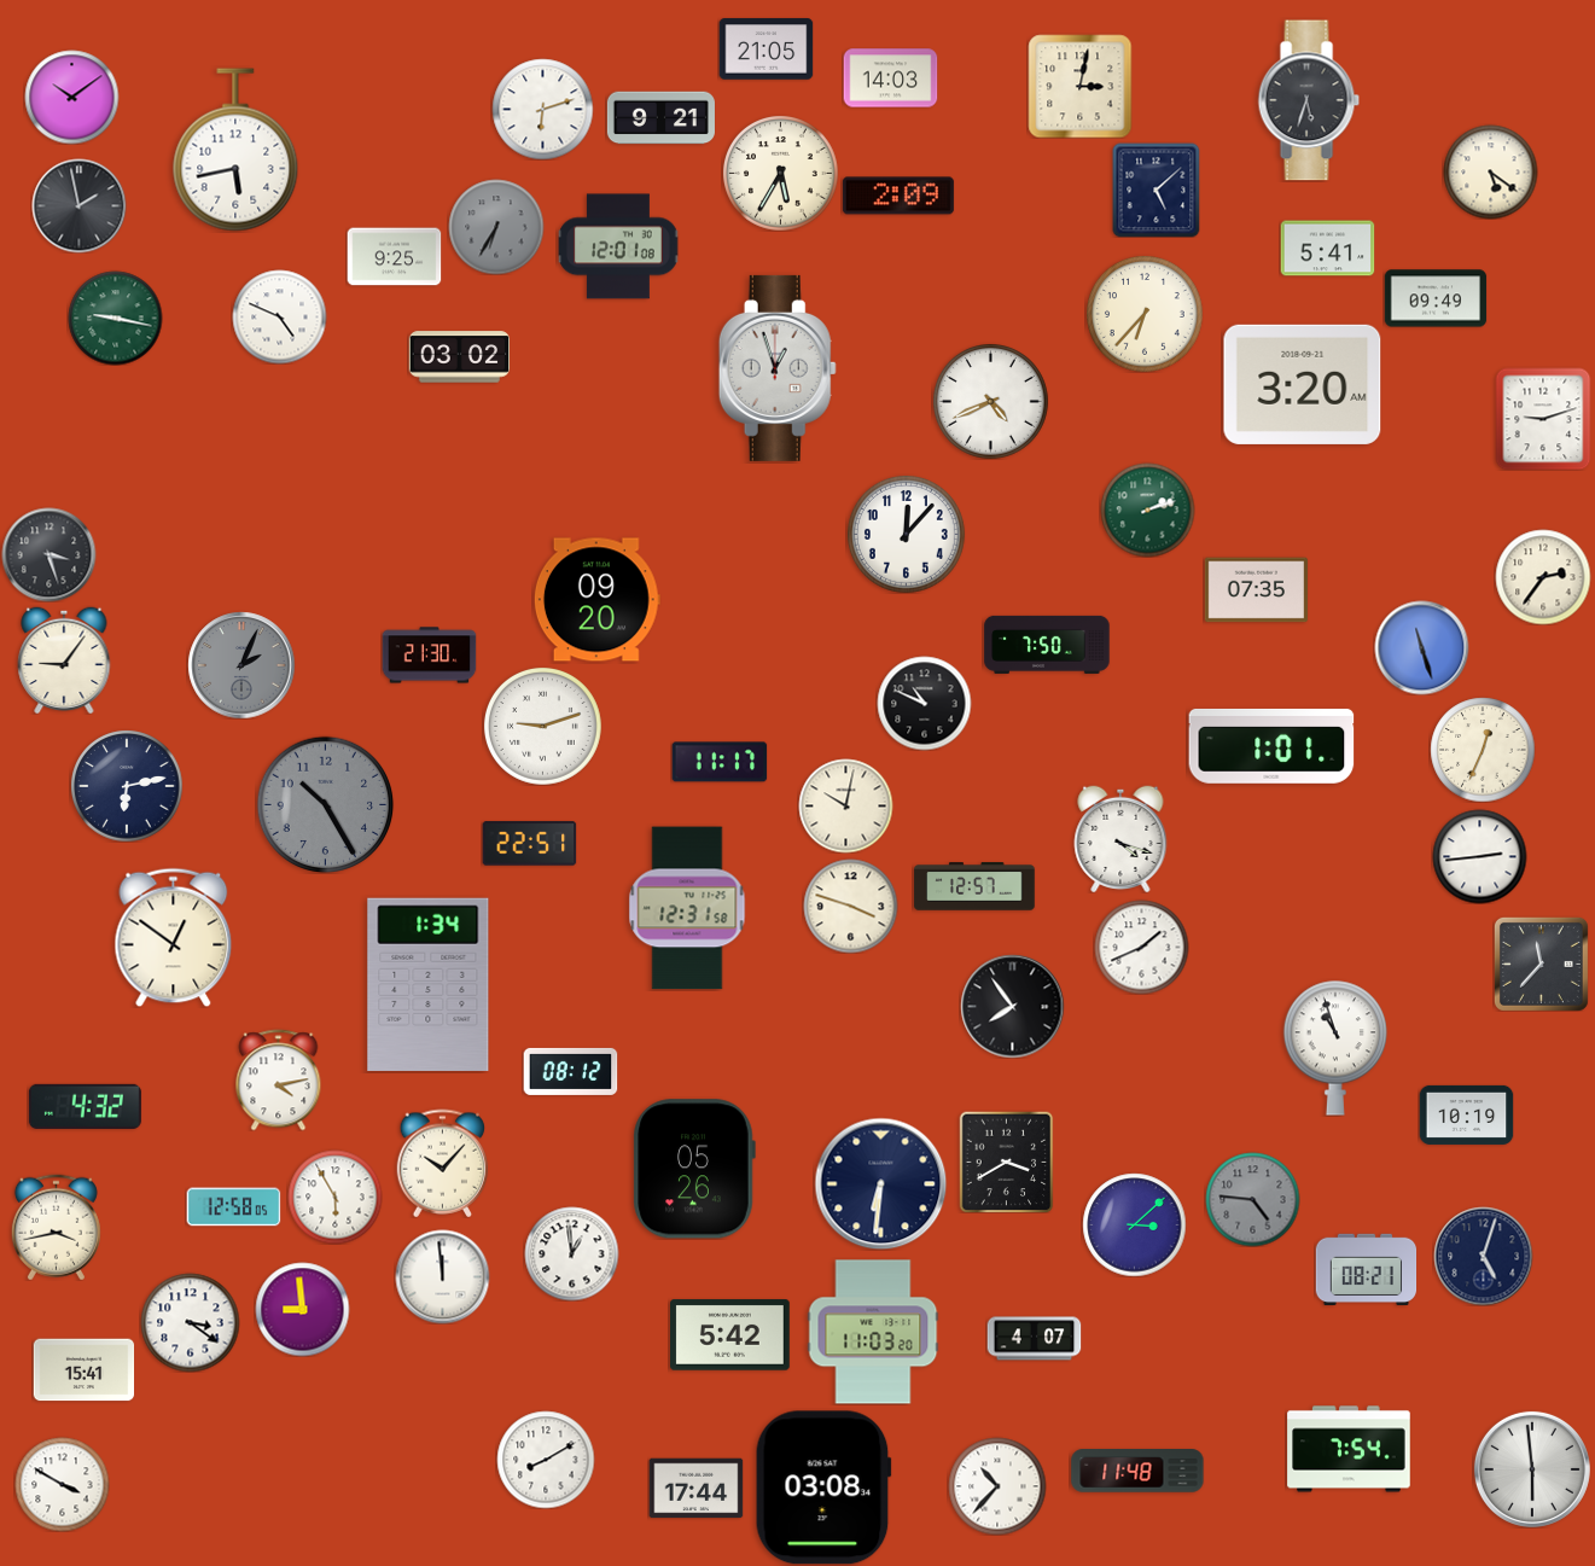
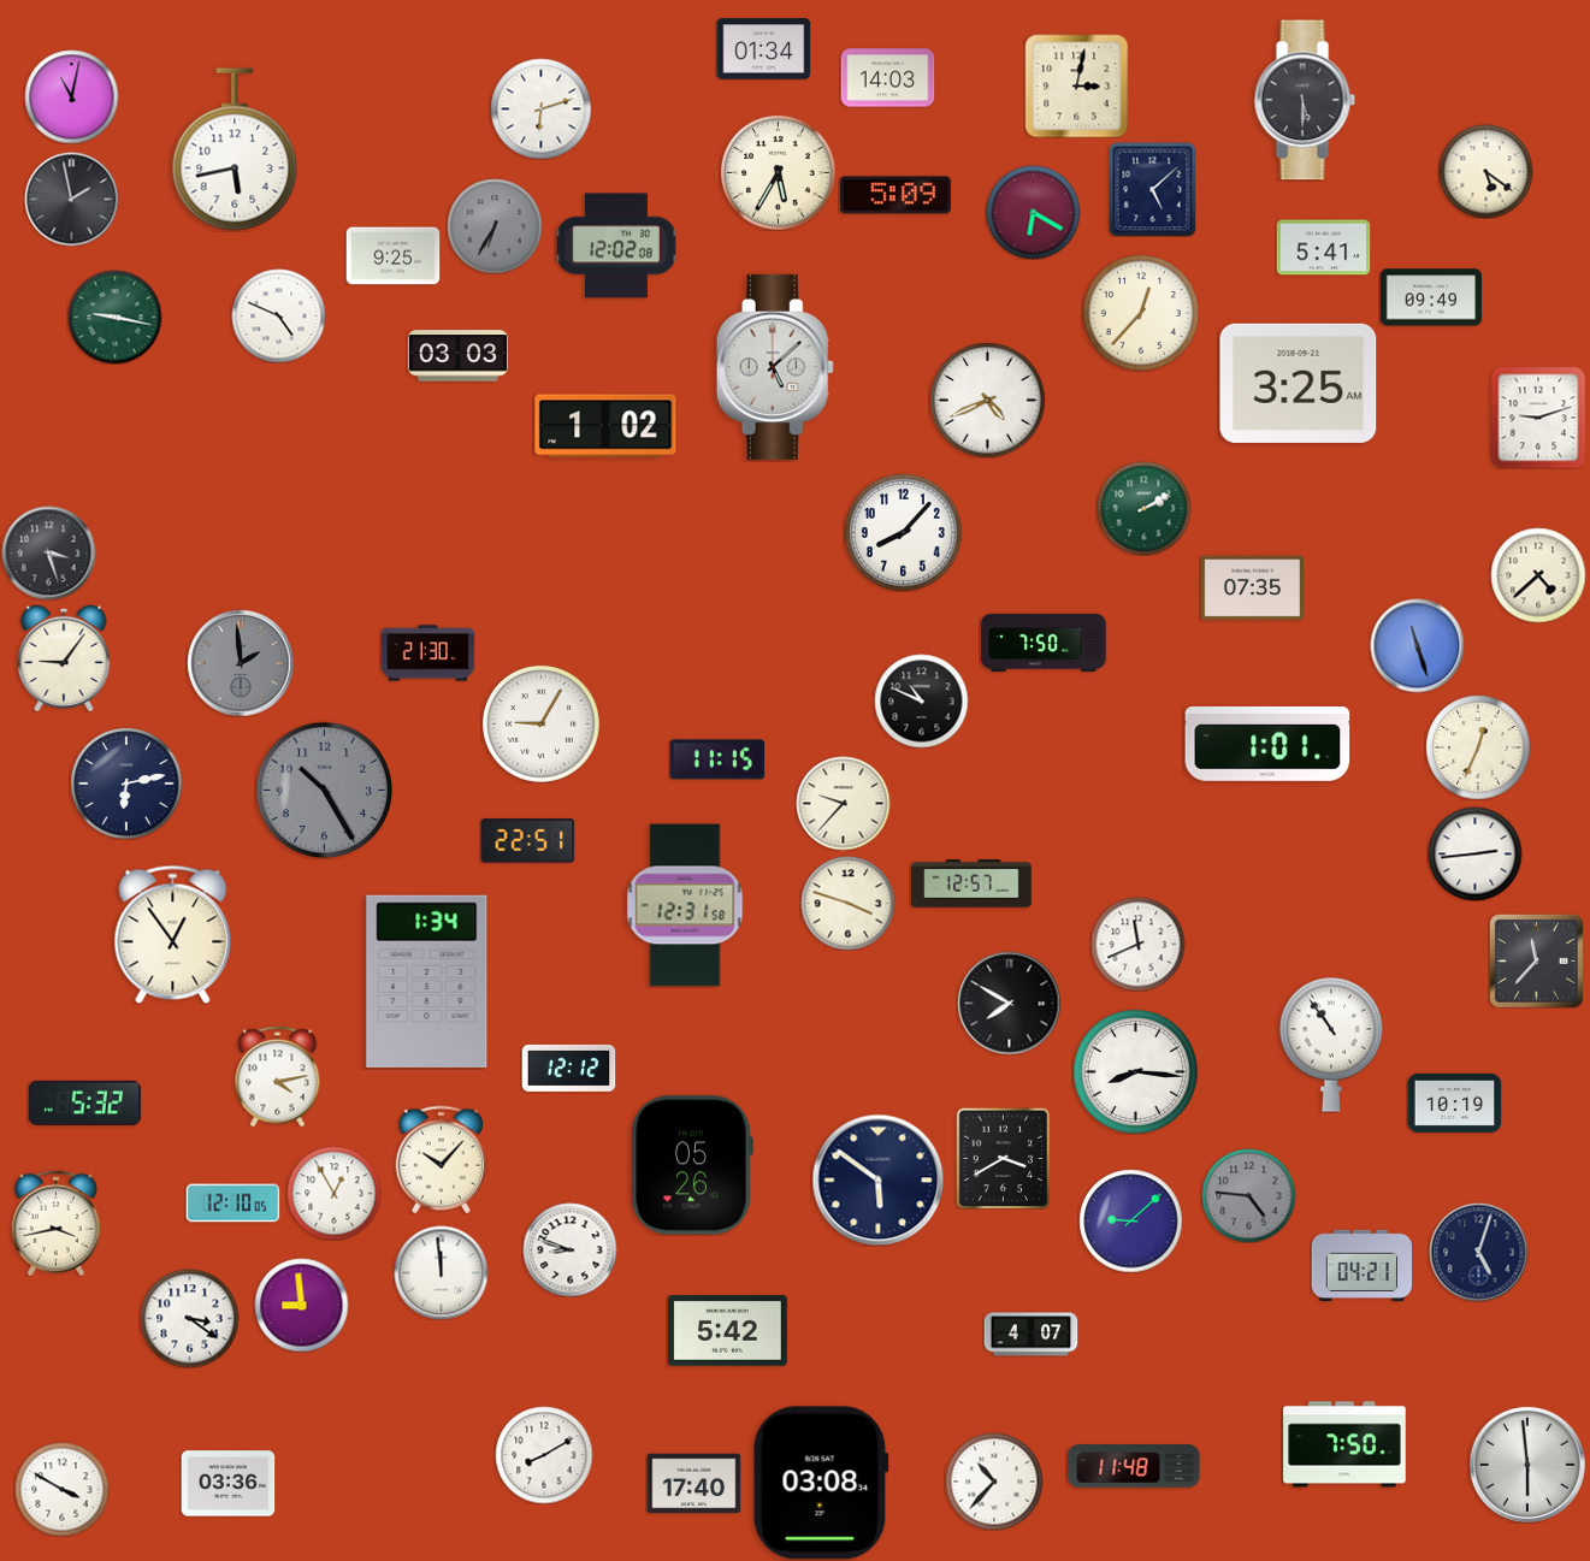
clock at (766, 50): 21:05 -> 01:34
clock at (71, 97): 10:09 -> 11:02
clock at (1309, 100): 5:33 -> 5:30
clock at (660, 118): 9:21 -> none
clock at (898, 196): 2:09 -> 5:09
clock at (78, 205) position: (78, 205) -> (71, 199)
clock at (1033, 212): none -> 6:20
clock at (618, 246): 12:01 -> 12:02
clock at (1145, 314): 6:37 -> 12:37
clock at (459, 357): 03:02 -> 03:03
clock at (778, 368): 12:57 -> 5:08
clock at (1303, 384): 3:20 -> 3:25
clock at (605, 426): none -> 1:02
clock at (1147, 510): 2:12 -> 2:10
clock at (906, 534): 12:07 -> 8:07
clock at (1543, 577): 2:36 -> 4:38
clock at (596, 600): 09:20 -> none
clock at (241, 665): 2:04 -> 1:59
clock at (542, 726): 9:12 -> 9:05
clock at (720, 762): 11:17 -> 11:15
clock at (325, 804) position: (325, 804) -> (324, 790)
clock at (845, 805): 10:02 -> 9:37
clock at (1120, 839): 4:18 -> none
clock at (174, 937): 12:51 -> 12:54
clock at (1141, 947): 1:41 -> 11:41
clock at (1012, 1006): 7:54 -> 7:50
clock at (1335, 1048): 10:57 -> 10:54
clock at (570, 1071): 08:12 -> 12:12
clock at (1135, 1071): none -> 8:16
clock at (85, 1106): 4:32 -> 5:32
clock at (1466, 1114) position: (1466, 1114) -> (1454, 1102)
clock at (880, 1183): 6:31 -> 5:51
clock at (334, 1197): 5:55 -> 12:55
clock at (233, 1207): 12:58 -> 12:10
clock at (1134, 1224): 3:08 -> 9:08
clock at (571, 1253): 12:59 -> 8:48
clock at (1366, 1270): 08:21 -> 04:21
clock at (873, 1332): 11:03 -> none
clock at (83, 1370): 15:41 -> none
clock at (1349, 1449): 7:54 -> 7:50
clock at (62, 1484) position: (62, 1484) -> (61, 1489)
clock at (227, 1484): none -> 03:36
clock at (695, 1489): 17:44 -> 17:40
